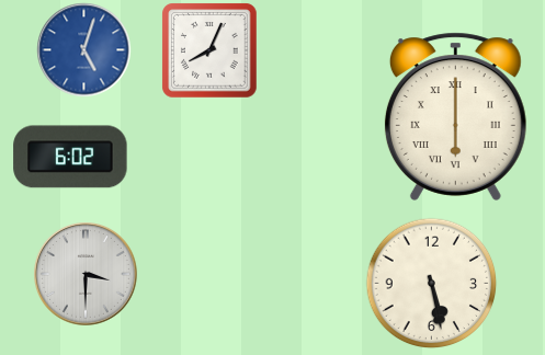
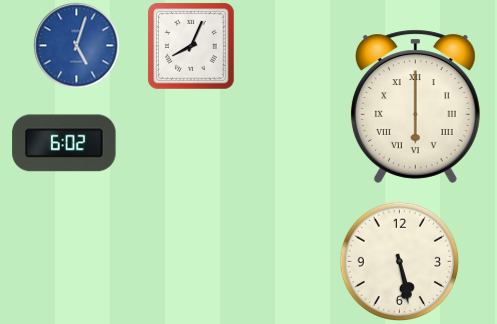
clock at (86, 274): 3:30 -> none
clock at (431, 283) position: (431, 283) -> (399, 261)
